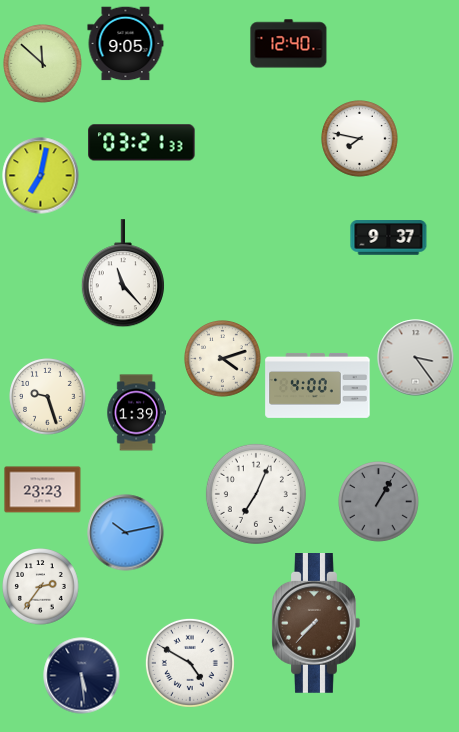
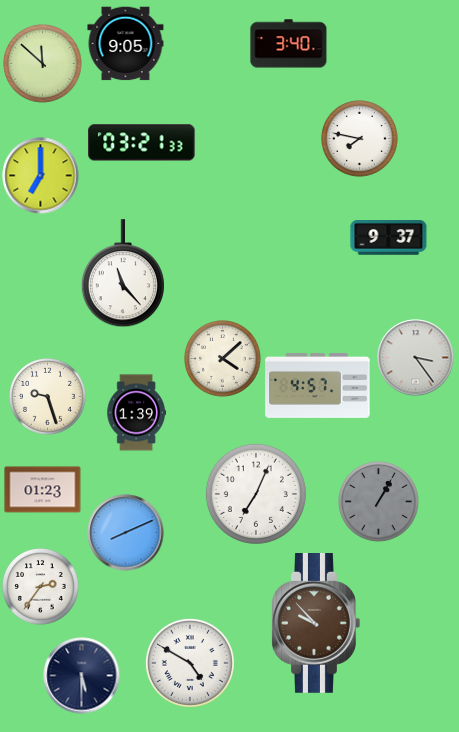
clock at (289, 44): 12:40 -> 3:40
clock at (41, 176): 7:02 -> 7:00
clock at (223, 359): 4:12 -> 4:08
clock at (318, 385): 4:00 -> 4:57
clock at (43, 490): 23:23 -> 01:23
clock at (126, 533): 10:13 -> 8:11
clock at (316, 624): 7:37 -> 9:53
clock at (82, 676): 5:29 -> 5:30
